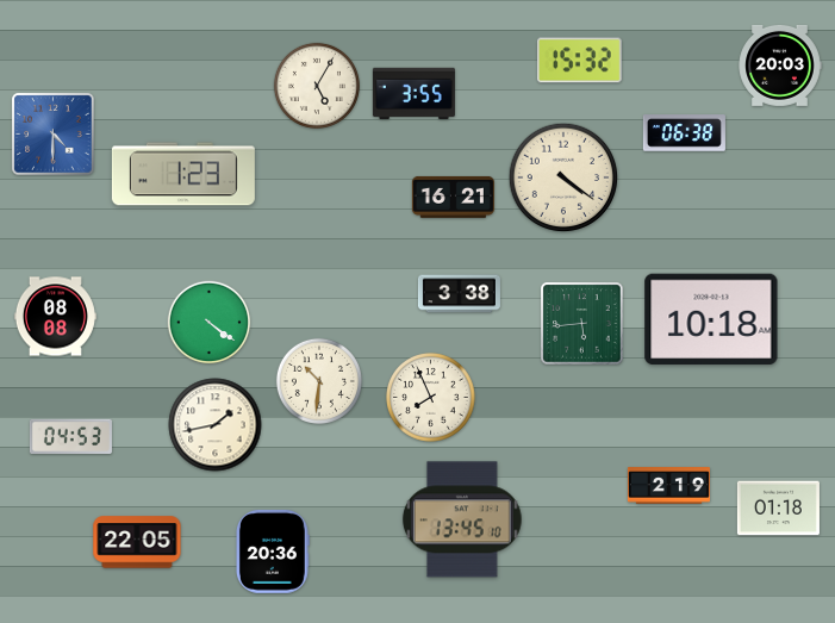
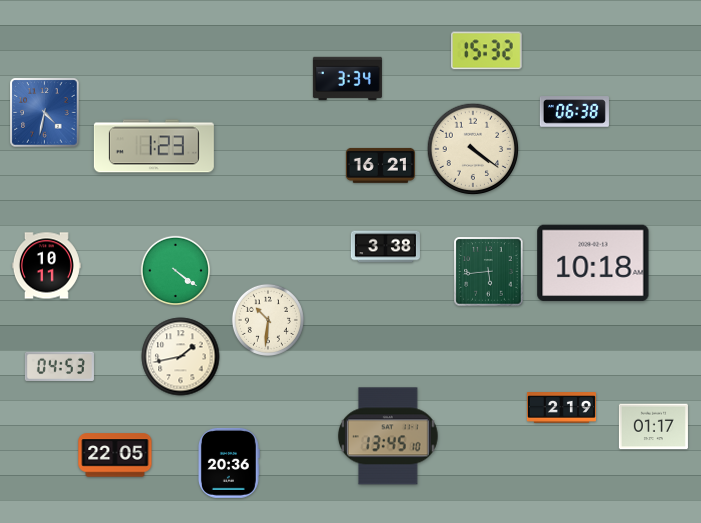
clock at (780, 66): 20:03 -> none
clock at (317, 86): 5:05 -> none
clock at (413, 94): 3:55 -> 3:34
clock at (54, 135): 4:30 -> 4:32
clock at (55, 317): 08:08 -> 10:11
clock at (711, 319) position: (711, 319) -> (593, 263)
clock at (431, 398): 7:56 -> none
clock at (778, 509): 01:18 -> 01:17
